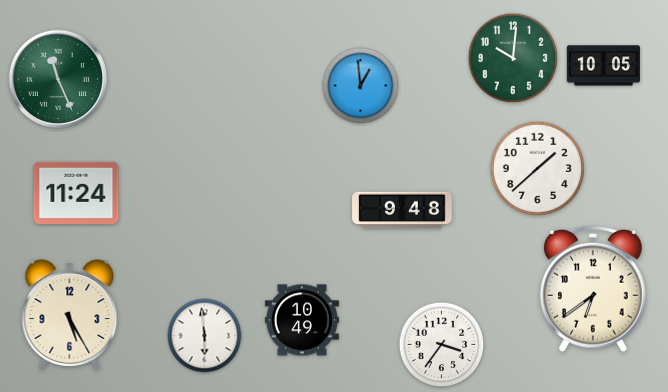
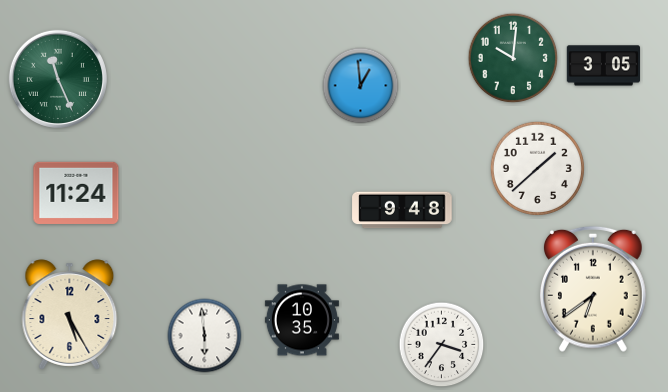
clock at (603, 66): 10:05 -> 3:05
clock at (302, 320): 10:49 -> 10:35
